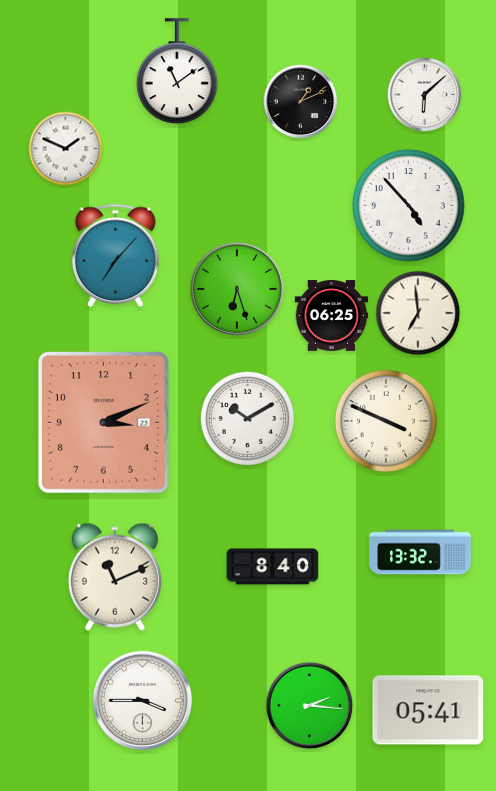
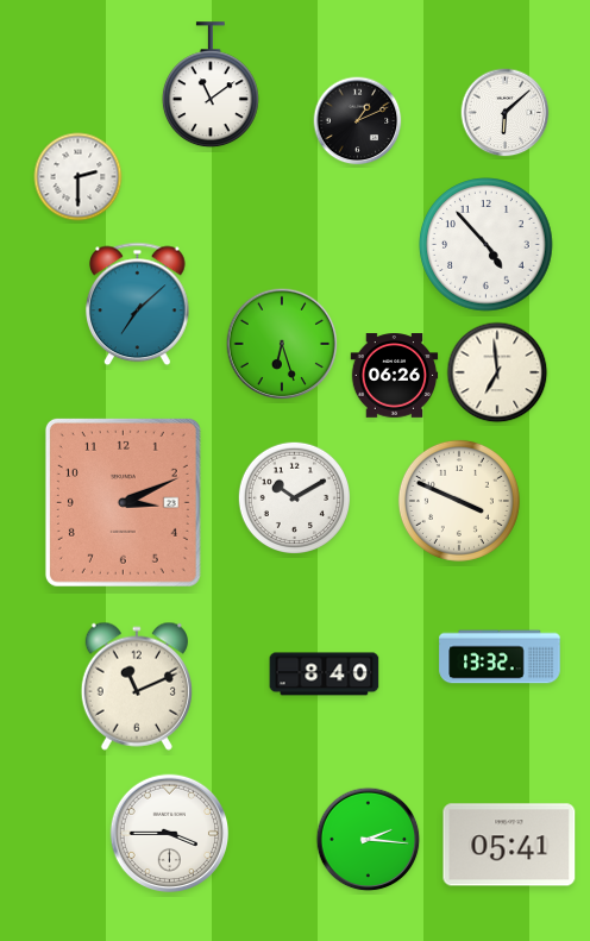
clock at (66, 149): 1:49 -> 2:30
clock at (116, 256): 7:07 -> 7:08
clock at (332, 316): 06:25 -> 06:26
